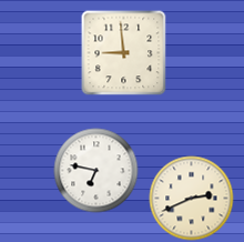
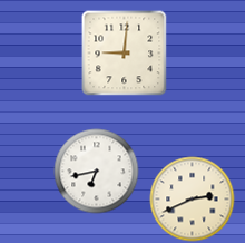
clock at (124, 53): 8:59 -> 9:01
clock at (96, 171): 6:47 -> 6:43
